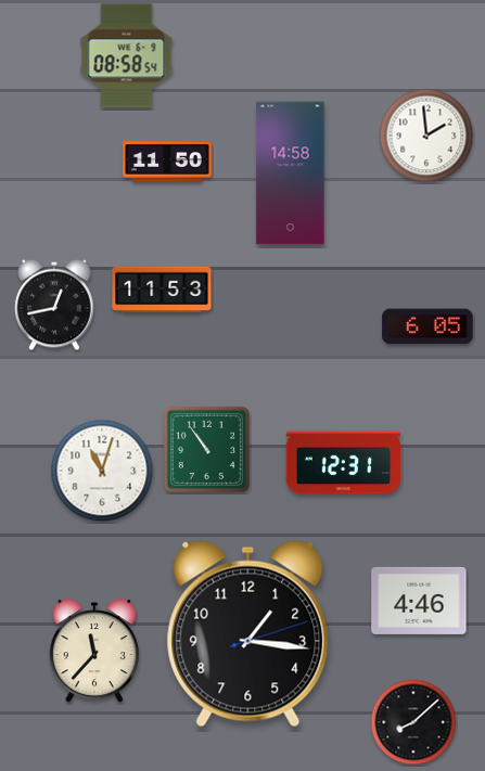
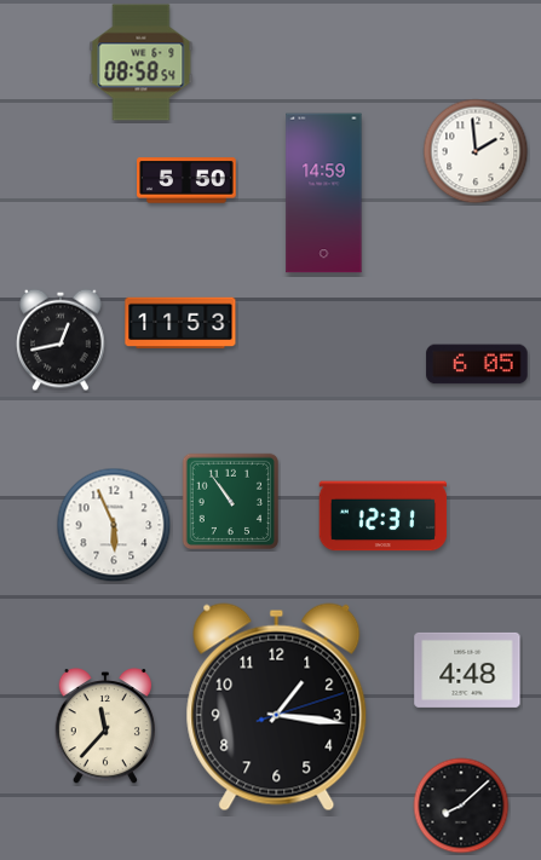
clock at (167, 162): 11:50 -> 5:50
clock at (291, 174): 14:58 -> 14:59
clock at (102, 471): 11:03 -> 5:56
clock at (419, 601): 4:46 -> 4:48
